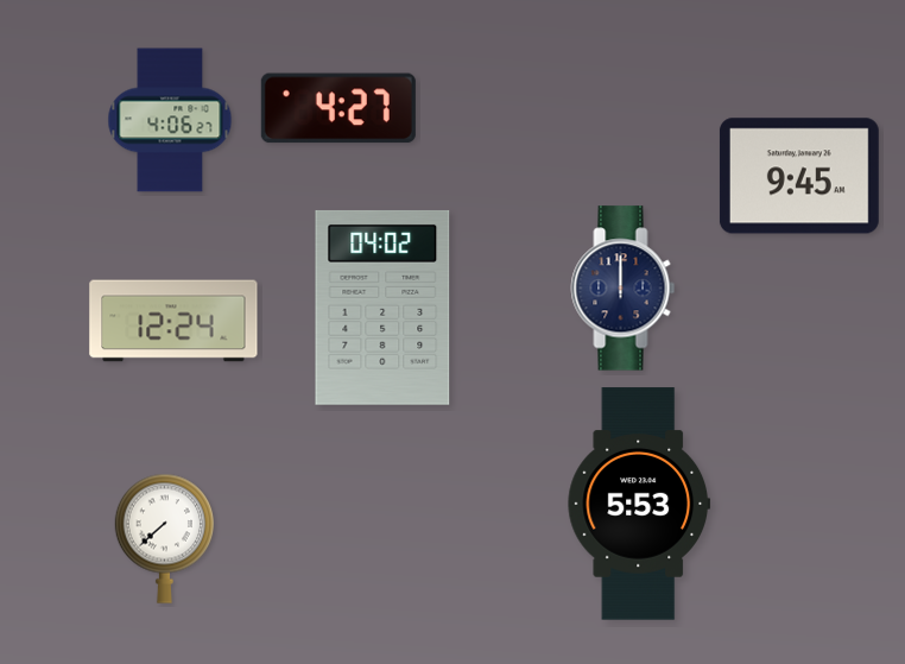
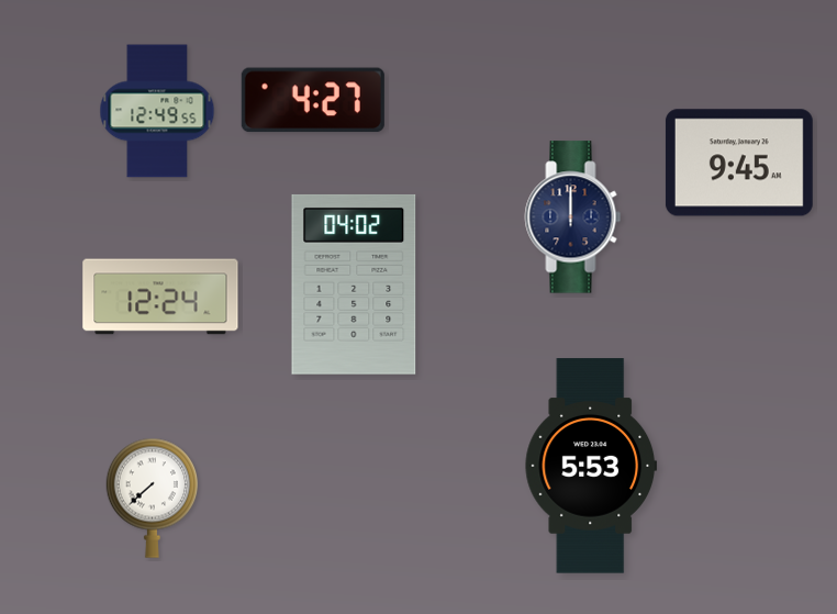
clock at (170, 120): 4:06 -> 12:49
clock at (624, 289) position: (624, 289) -> (573, 217)
